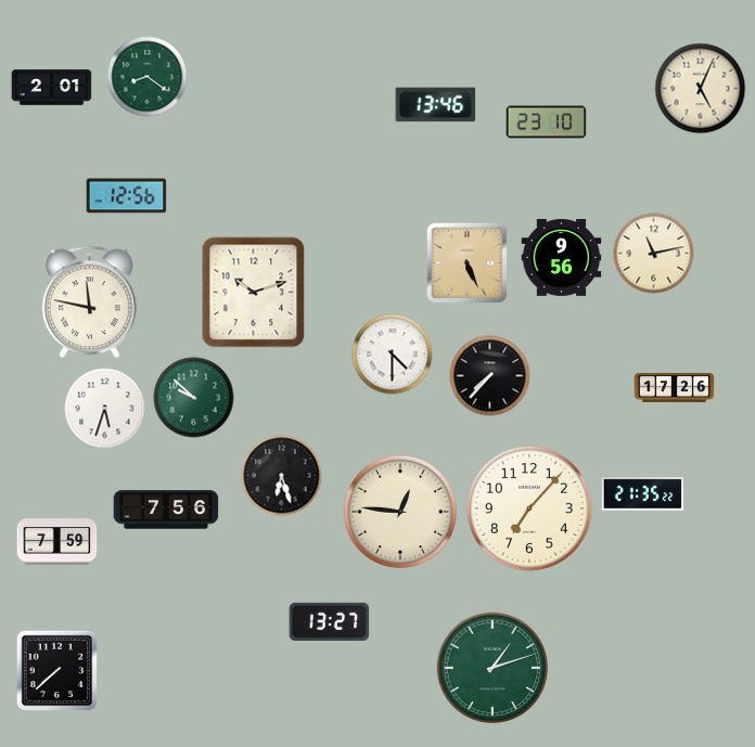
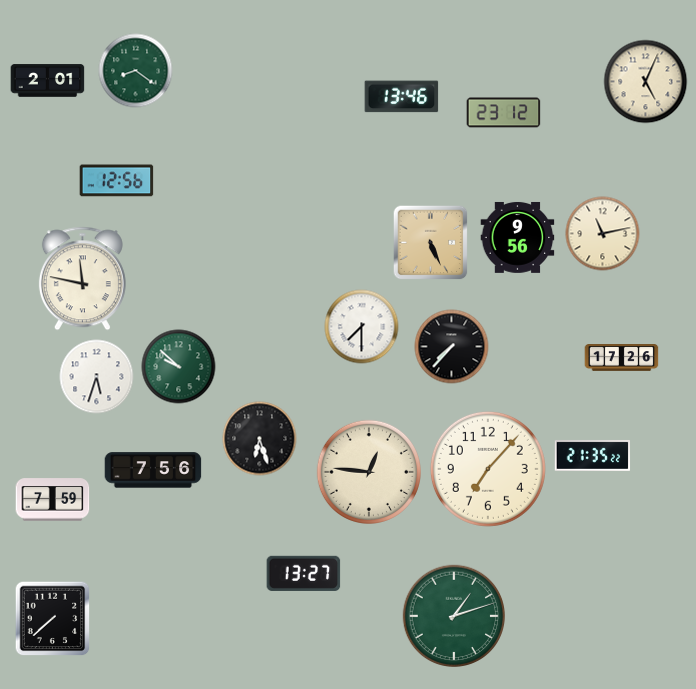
clock at (547, 123): 23:10 -> 23:12
clock at (254, 293): 10:12 -> none
clock at (393, 355): 4:30 -> 7:30
